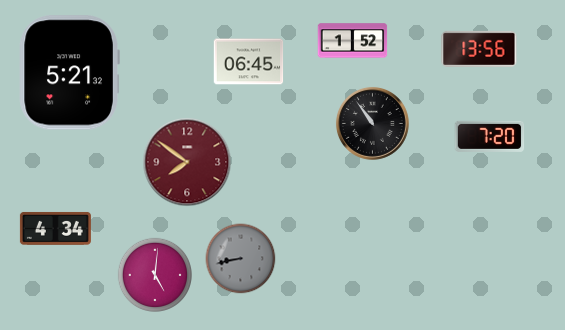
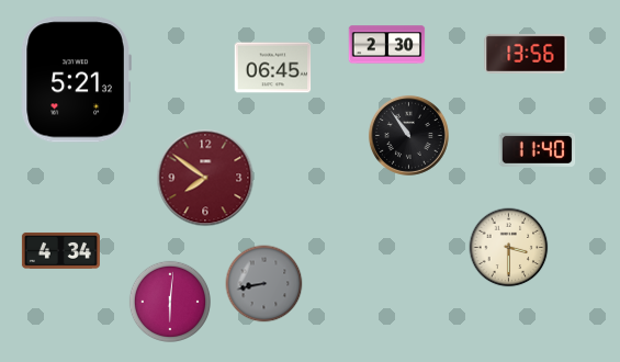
clock at (353, 41): 1:52 -> 2:30
clock at (490, 136): 7:20 -> 11:40
clock at (509, 248): none -> 3:30
clock at (154, 274): 5:01 -> 6:01
